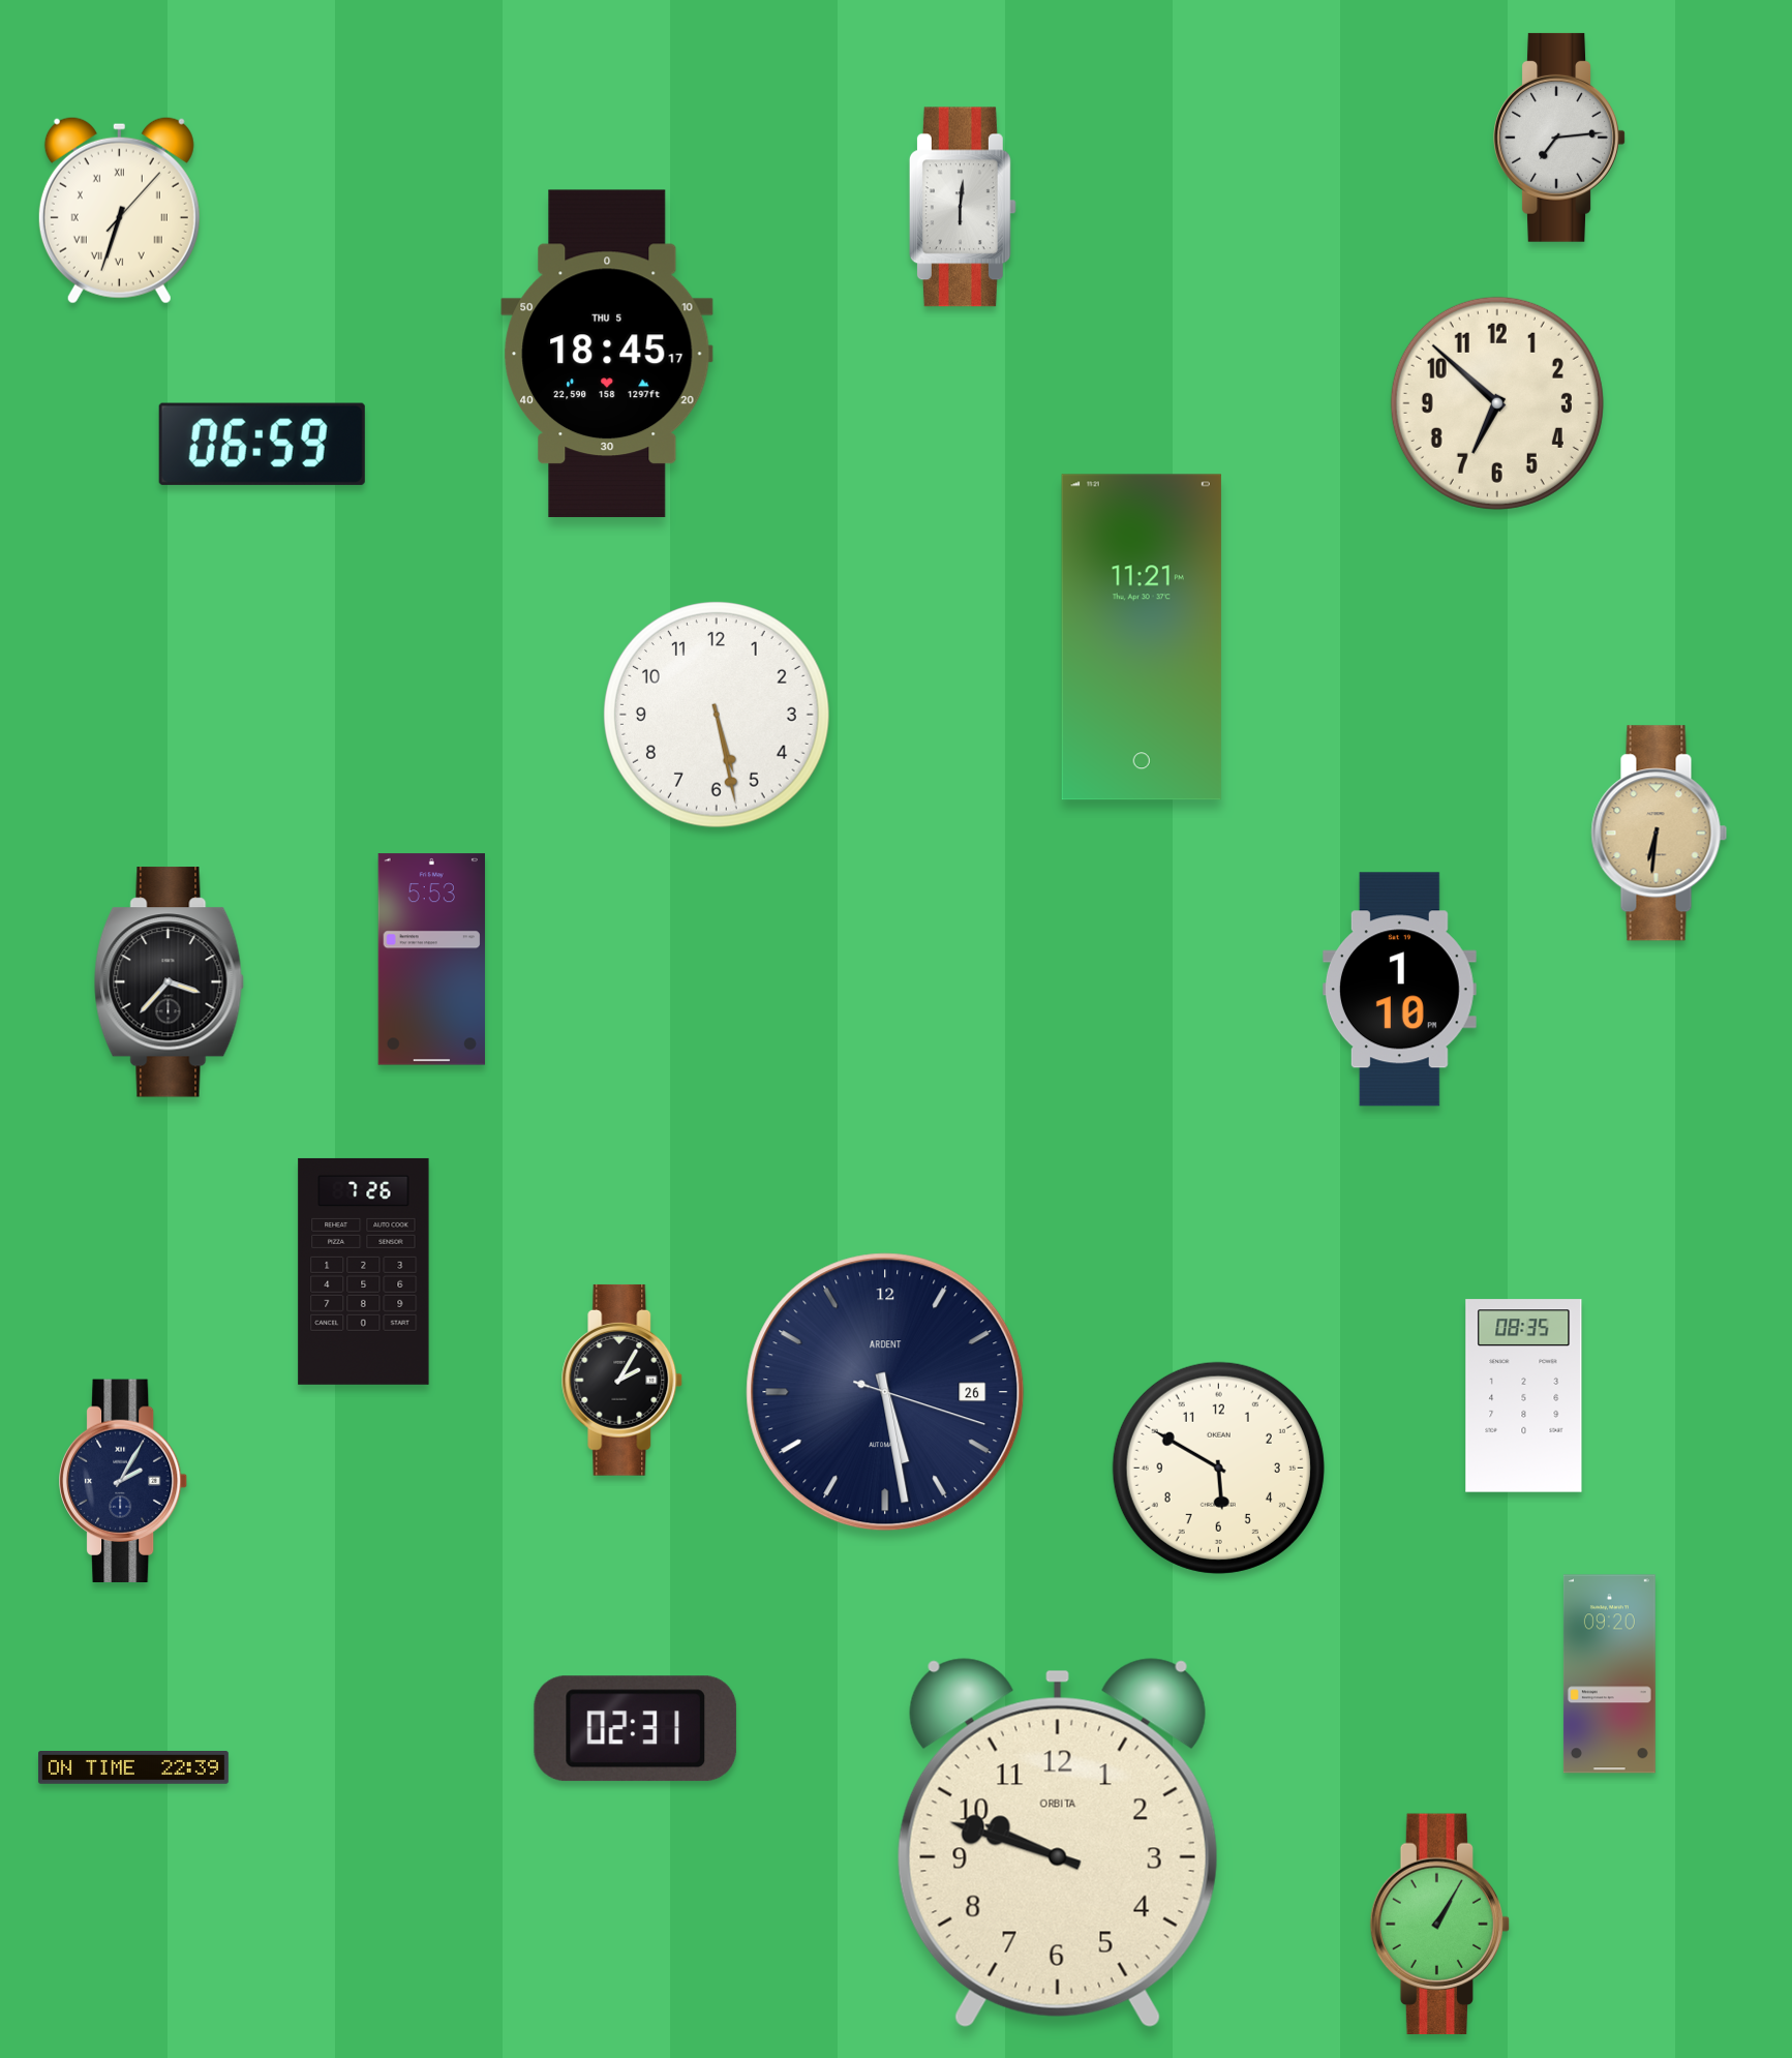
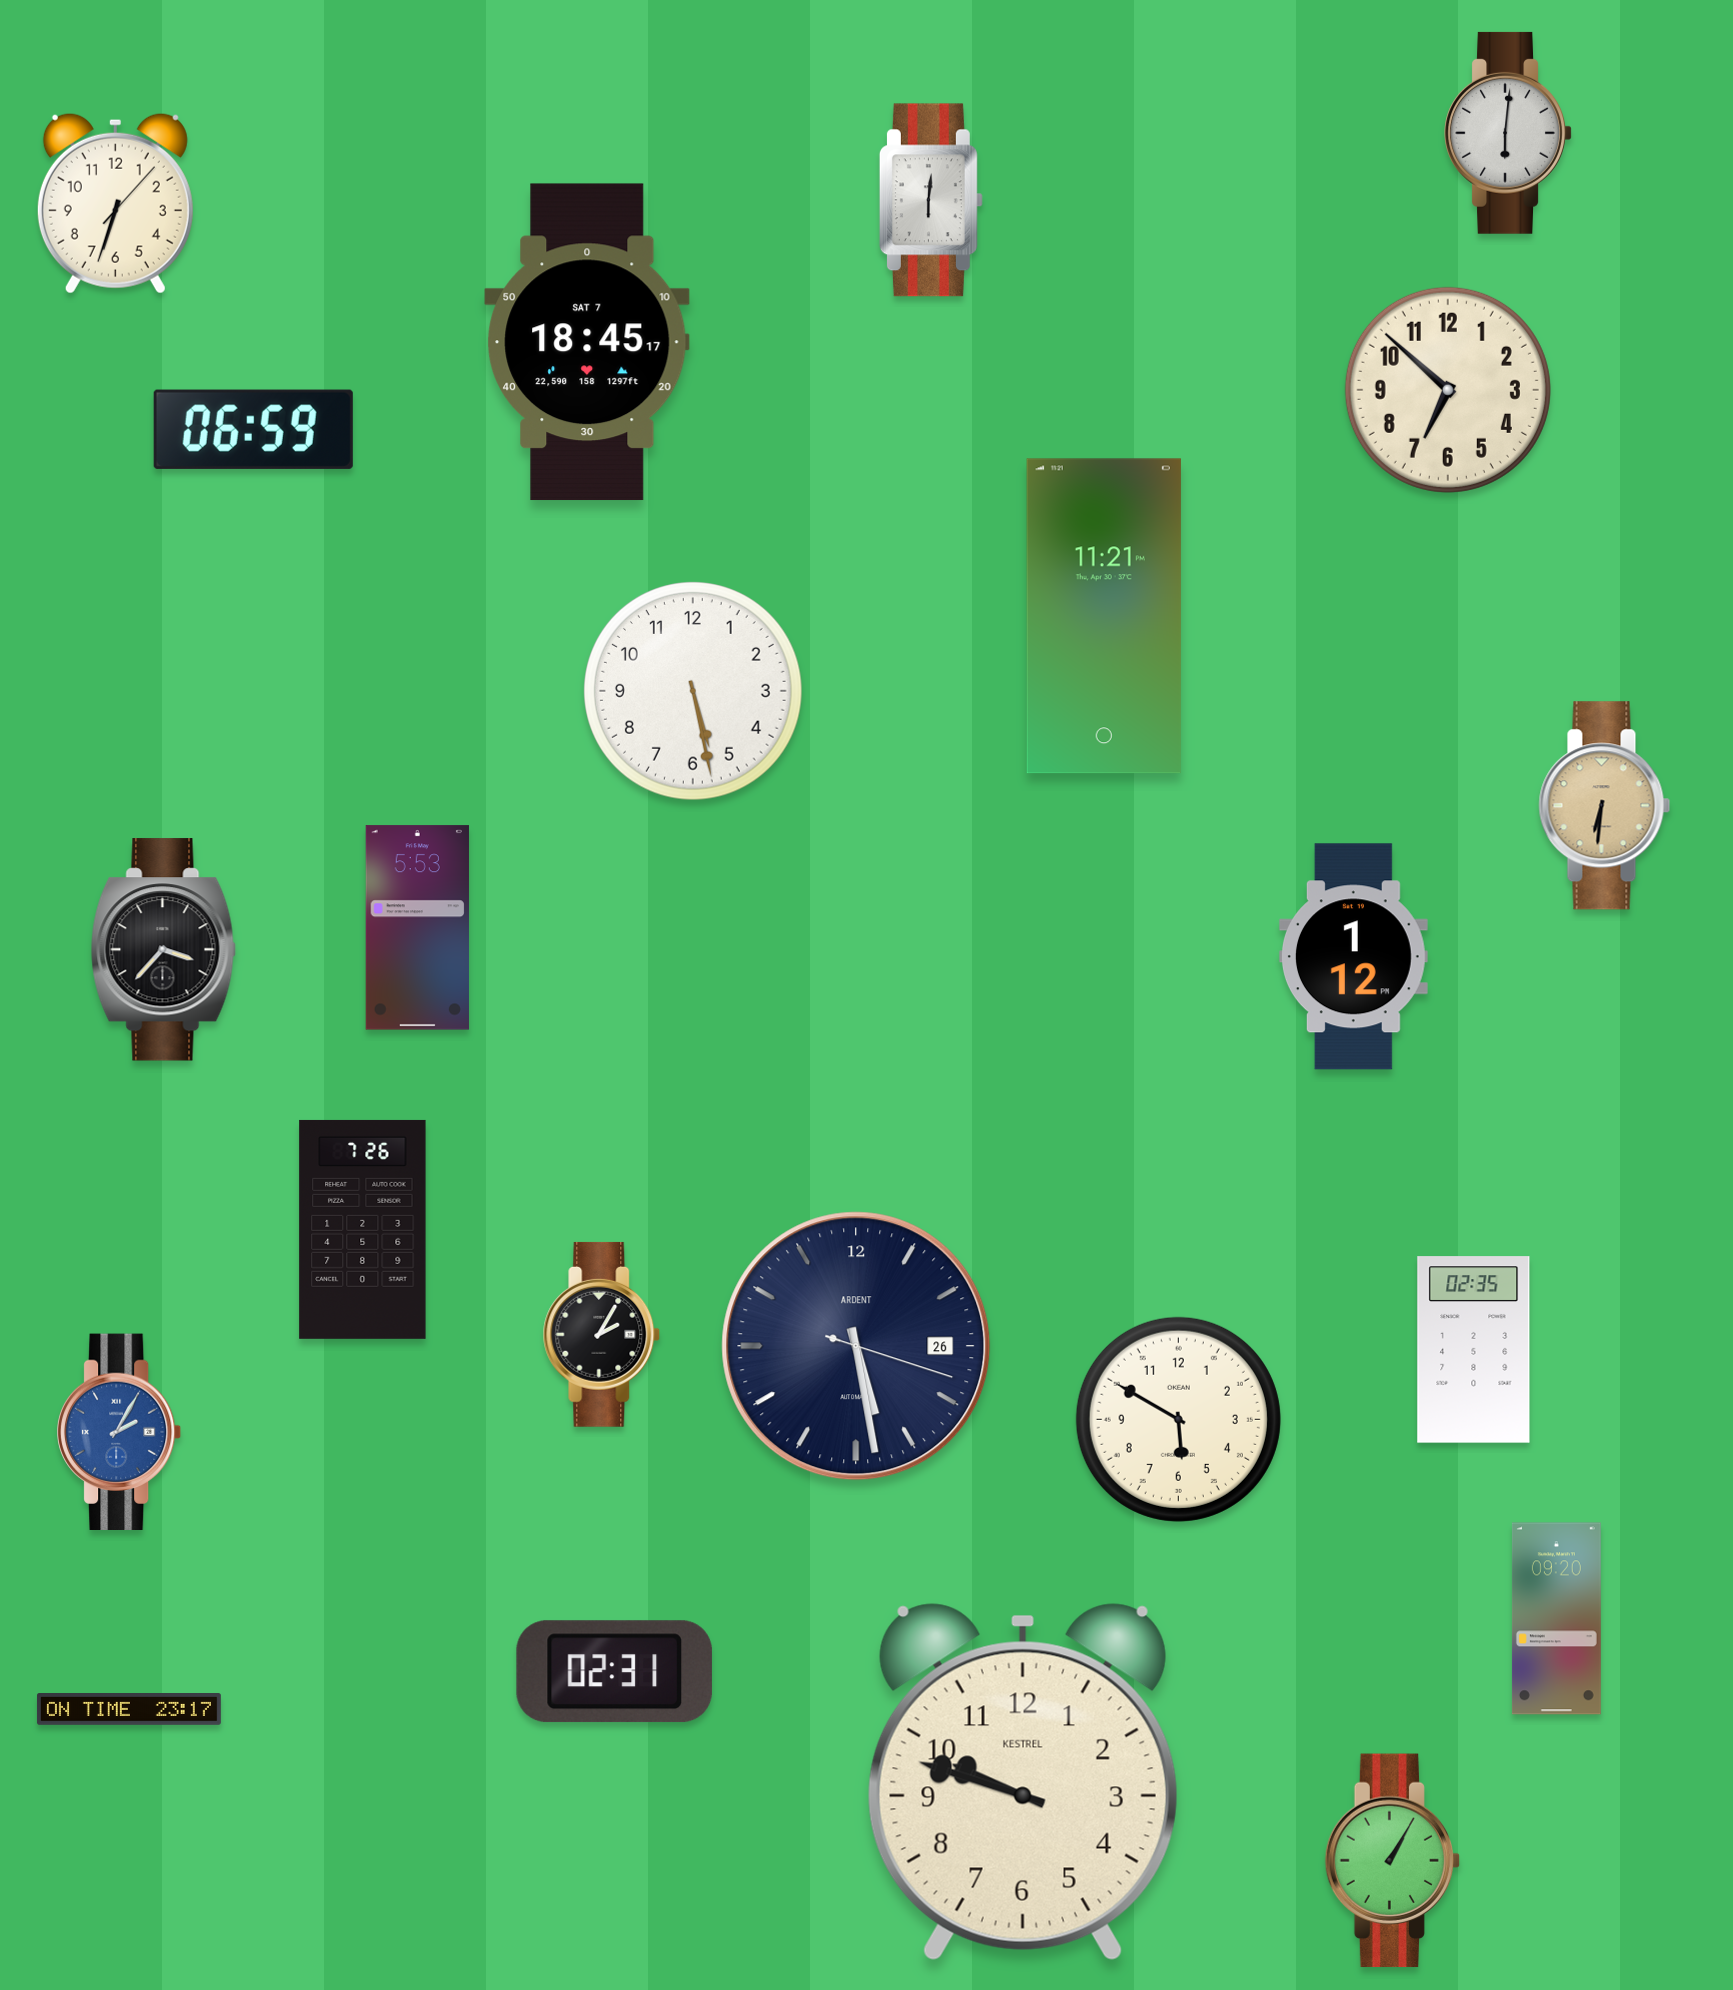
clock at (1559, 138): 7:14 -> 6:01
clock at (119, 210) numerals: Roman -> Arabic
clock at (607, 354) date: THU 5 -> SAT 7
clock at (1399, 990): 1:10 -> 1:12
clock at (364, 1271) position: (364, 1271) -> (363, 1229)
clock at (1524, 1396): 08:35 -> 02:35
clock at (124, 1481) dial: navy -> blue
clock at (133, 1768): 22:39 -> 23:17
clock at (1058, 1843) brand: ORBITA -> KESTREL
